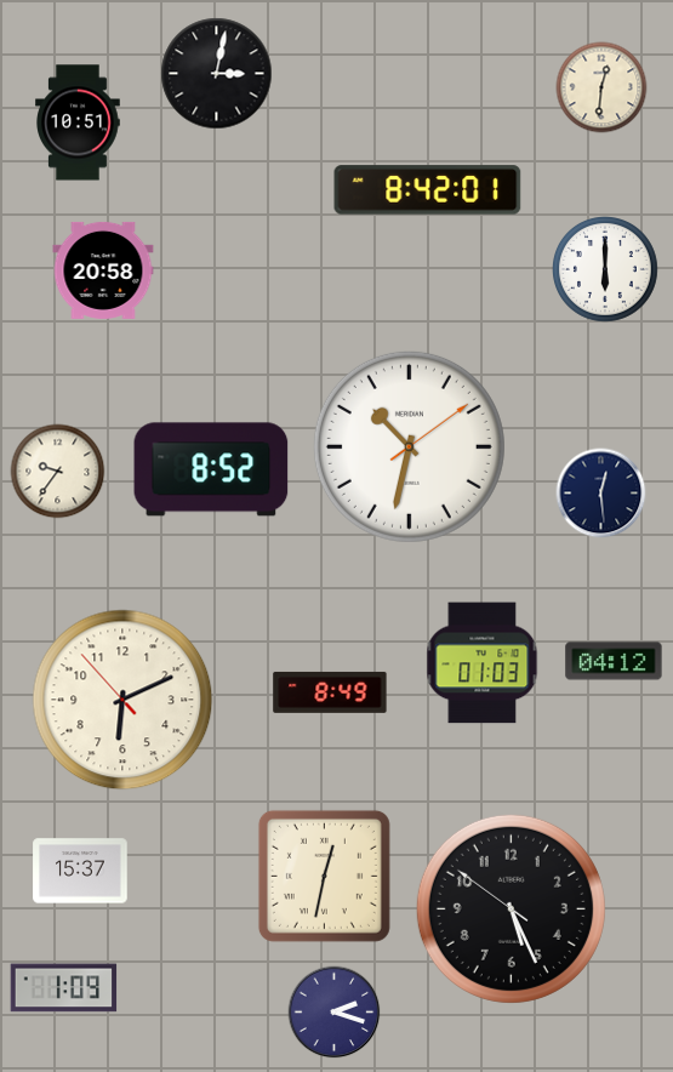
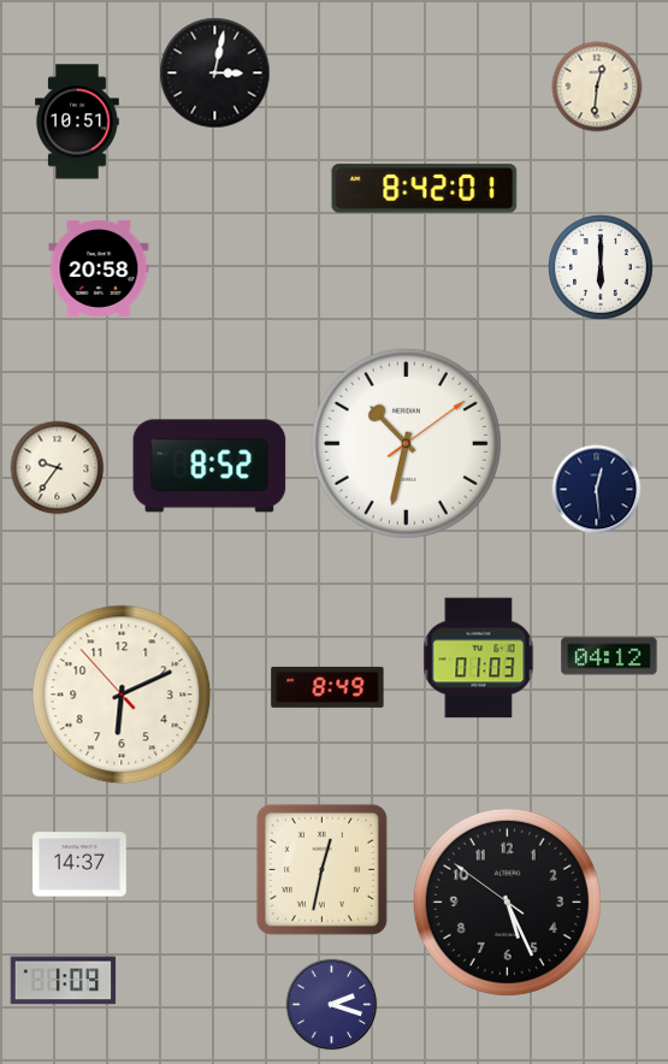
clock at (103, 270) position: (103, 270) -> (99, 268)
clock at (80, 871): 15:37 -> 14:37
